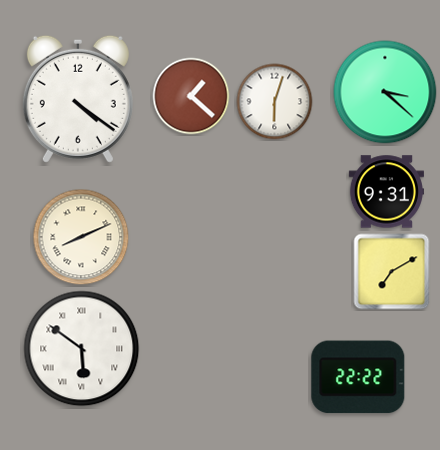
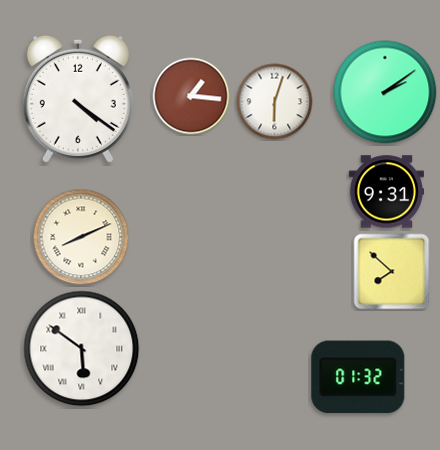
clock at (385, 92): 3:22 -> 2:09
clock at (191, 96): 1:22 -> 1:16
clock at (392, 272): 7:10 -> 7:52
clock at (358, 377): 22:22 -> 01:32
